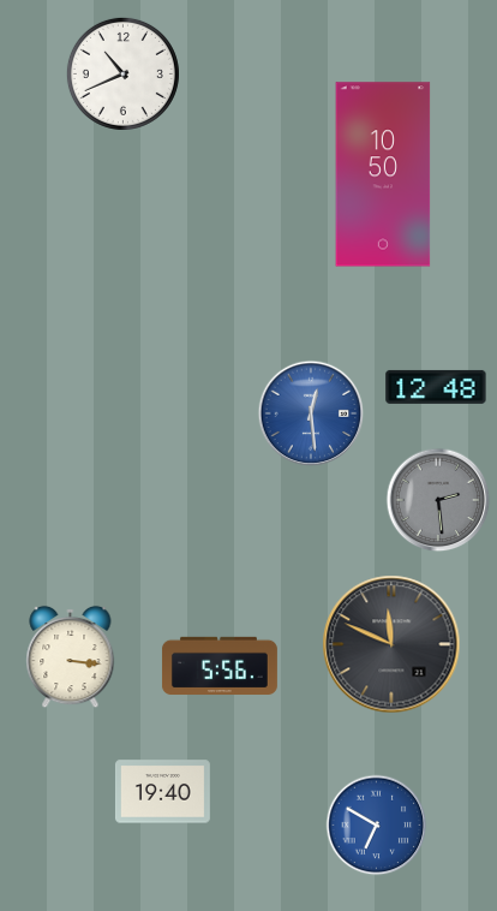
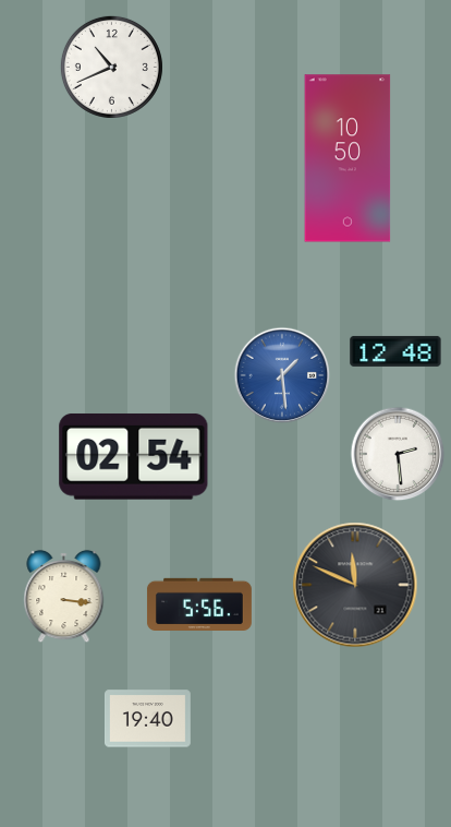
clock at (311, 413): 12:29 -> 1:29
clock at (438, 500) dial: grey -> white
clock at (134, 456): none -> 02:54
clock at (377, 826): 6:50 -> none
